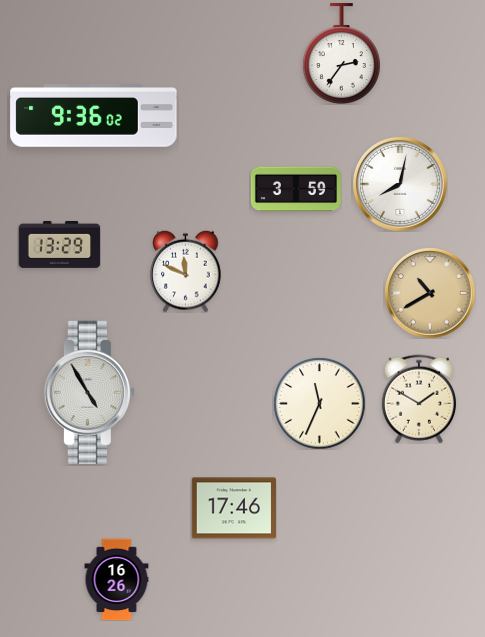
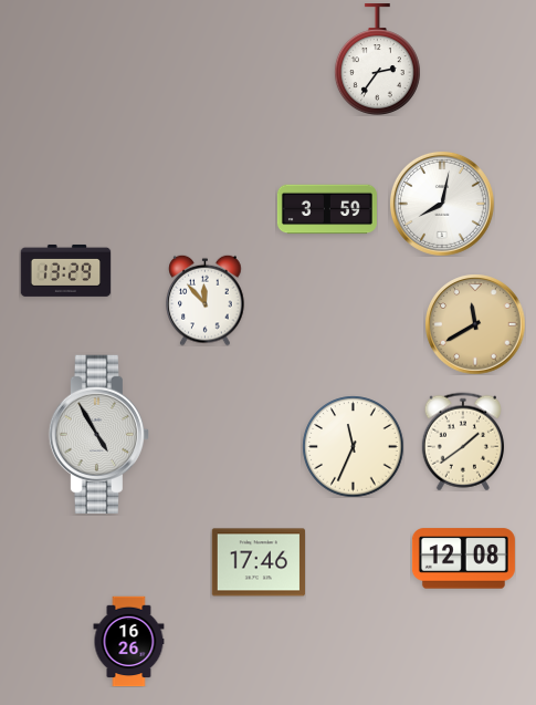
clock at (94, 116): 9:36 -> none
clock at (186, 271): 11:49 -> 11:53
clock at (430, 293): 10:40 -> 11:40
clock at (419, 399): 1:50 -> 1:39
clock at (463, 559): none -> 12:08
